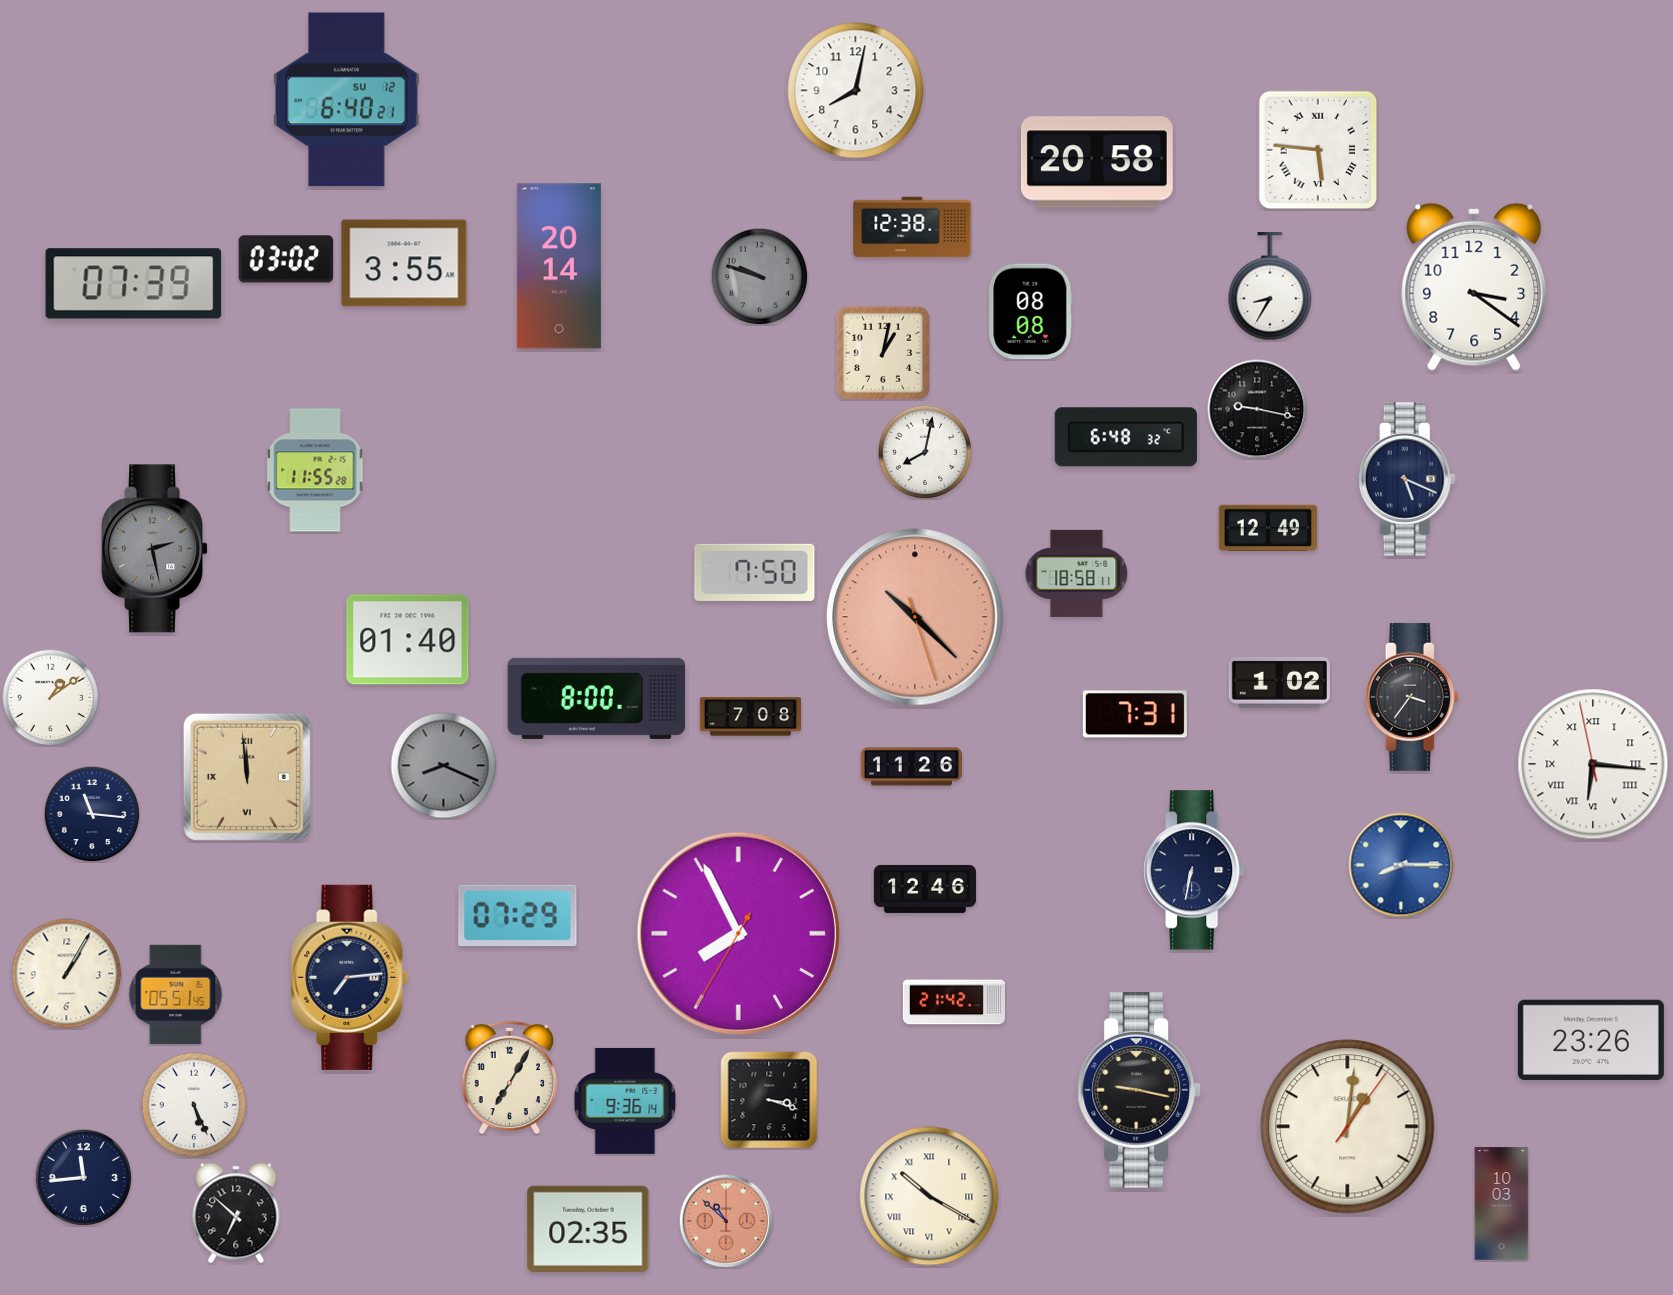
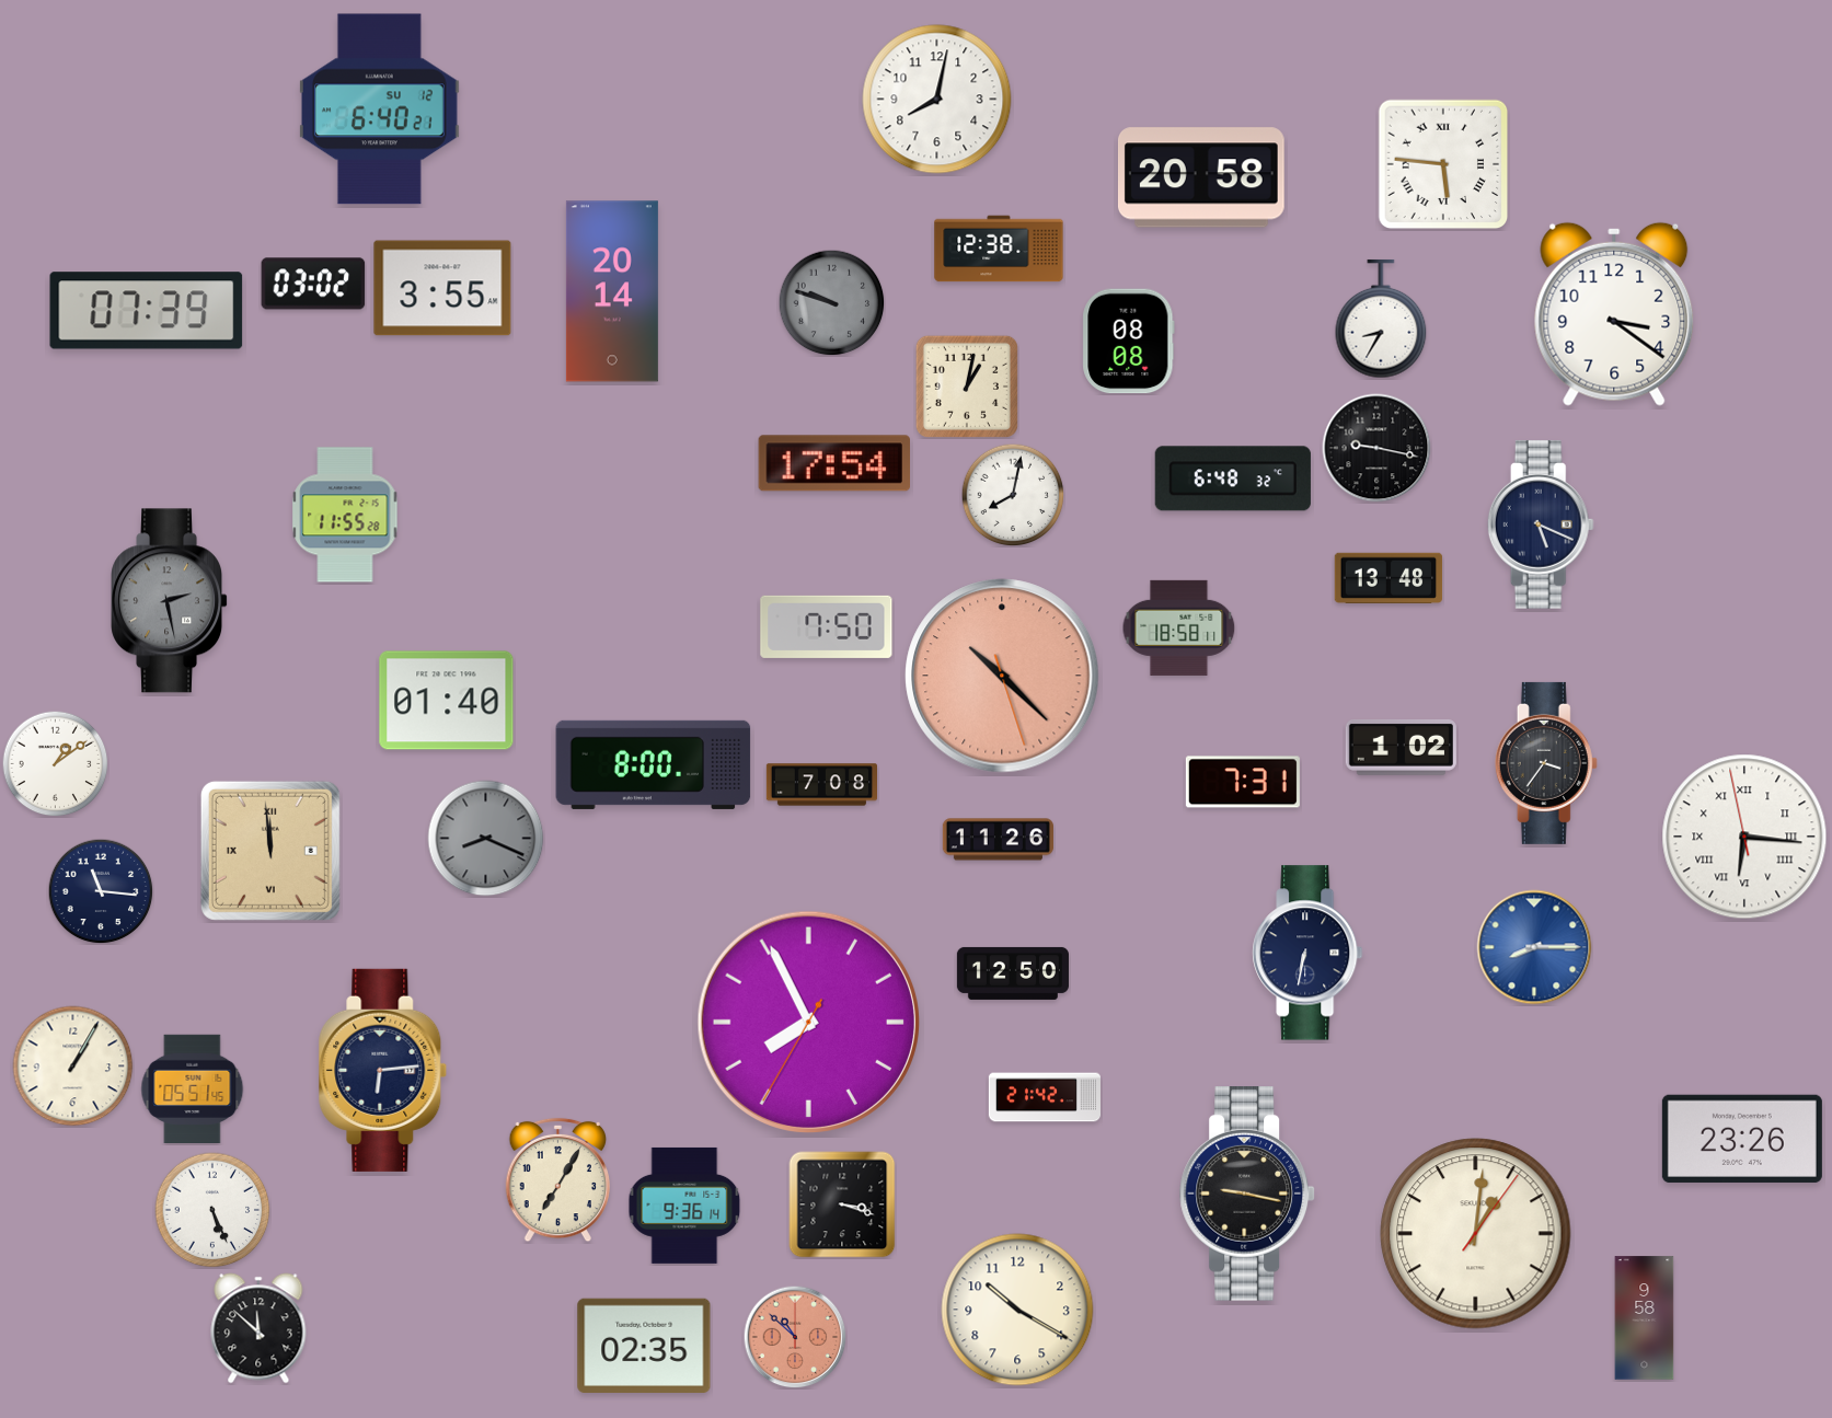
clock at (1270, 286) position: (1270, 286) -> (1381, 319)
clock at (833, 463): none -> 17:54
clock at (1268, 527): 12:49 -> 13:48
clock at (925, 889): 12:46 -> 12:50
clock at (518, 916): 07:29 -> none
clock at (350, 977): 7:14 -> 6:14
clock at (83, 1177): 11:44 -> none
clock at (929, 1196) numerals: Roman -> Arabic
clock at (1502, 1204): 10:03 -> 9:58
clock at (236, 1213): 6:52 -> 11:52
